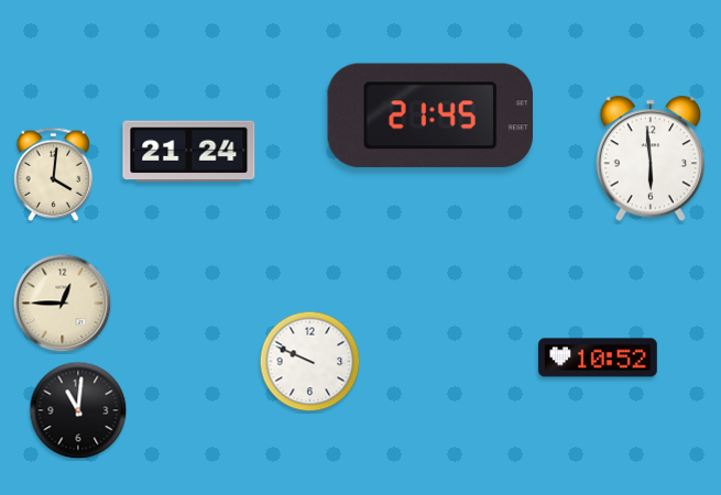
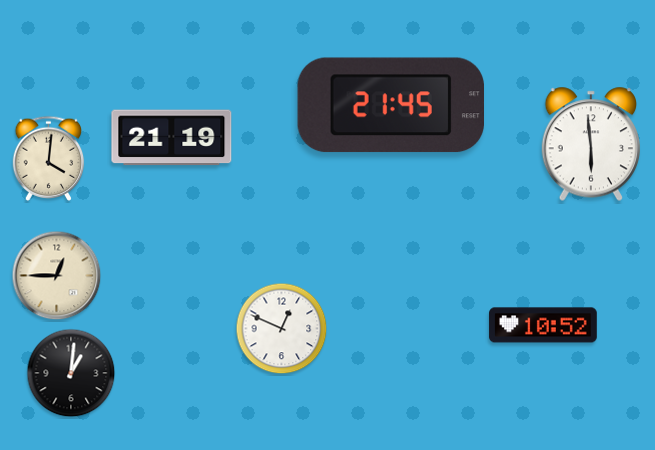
clock at (189, 152): 21:24 -> 21:19
clock at (310, 362): 9:49 -> 12:49
clock at (78, 410): 11:01 -> 1:01
